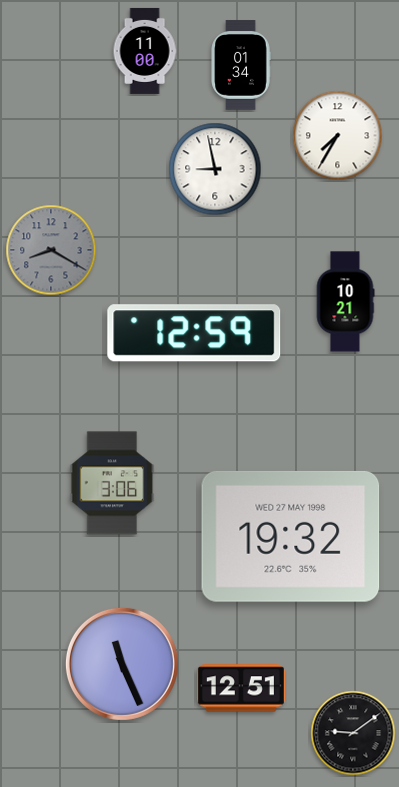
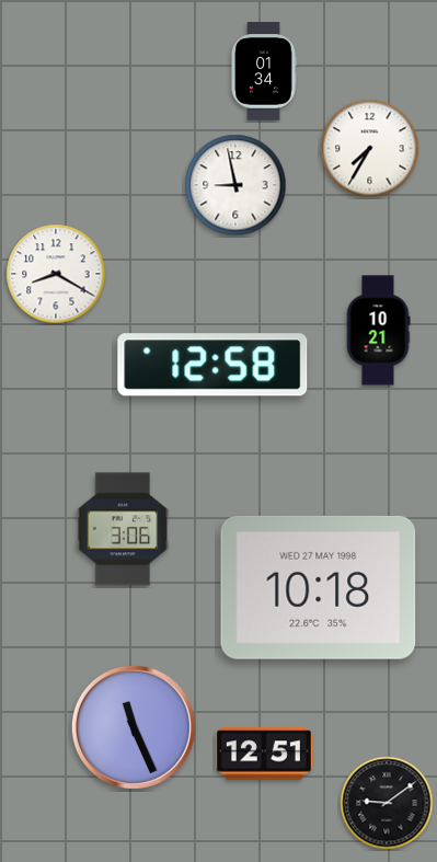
clock at (145, 51): 11:00 -> none
clock at (51, 250) dial: grey -> white
clock at (194, 333): 12:59 -> 12:58
clock at (291, 536): 19:32 -> 10:18
